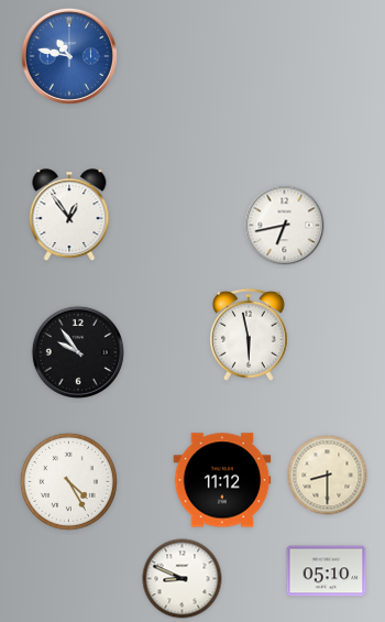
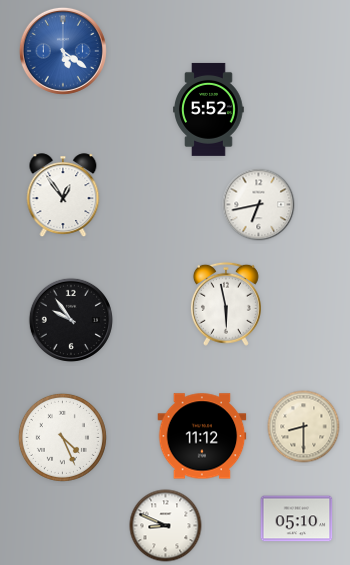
clock at (69, 56): 10:47 -> 5:21
clock at (209, 109): none -> 5:52
clock at (328, 476) position: (328, 476) -> (304, 427)
clock at (68, 481): 4:25 -> 4:26
